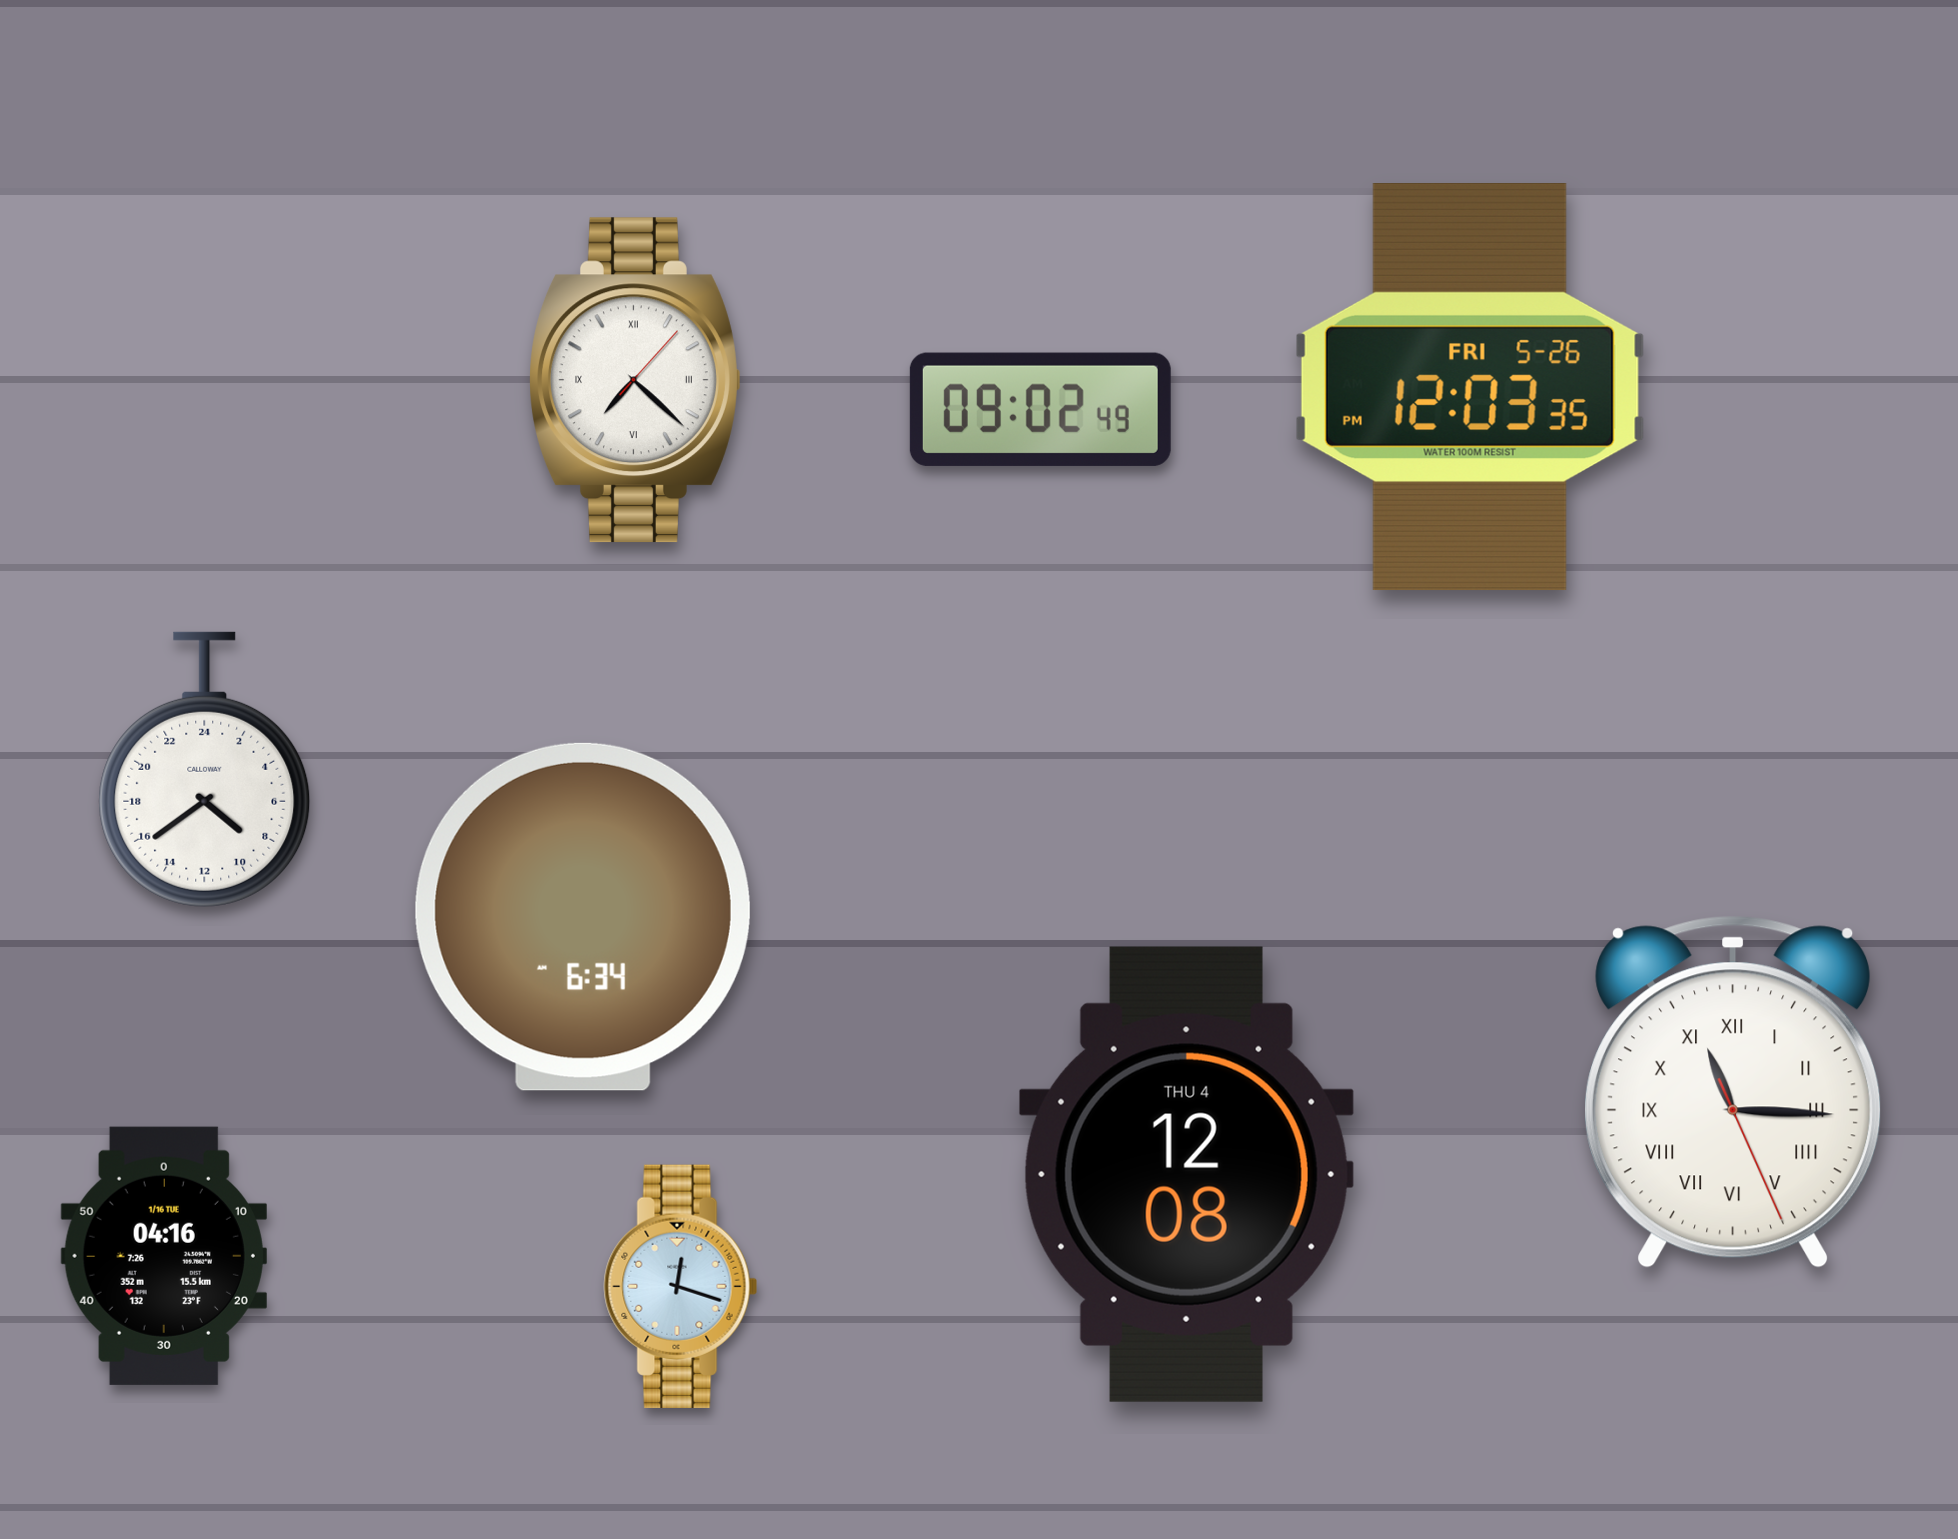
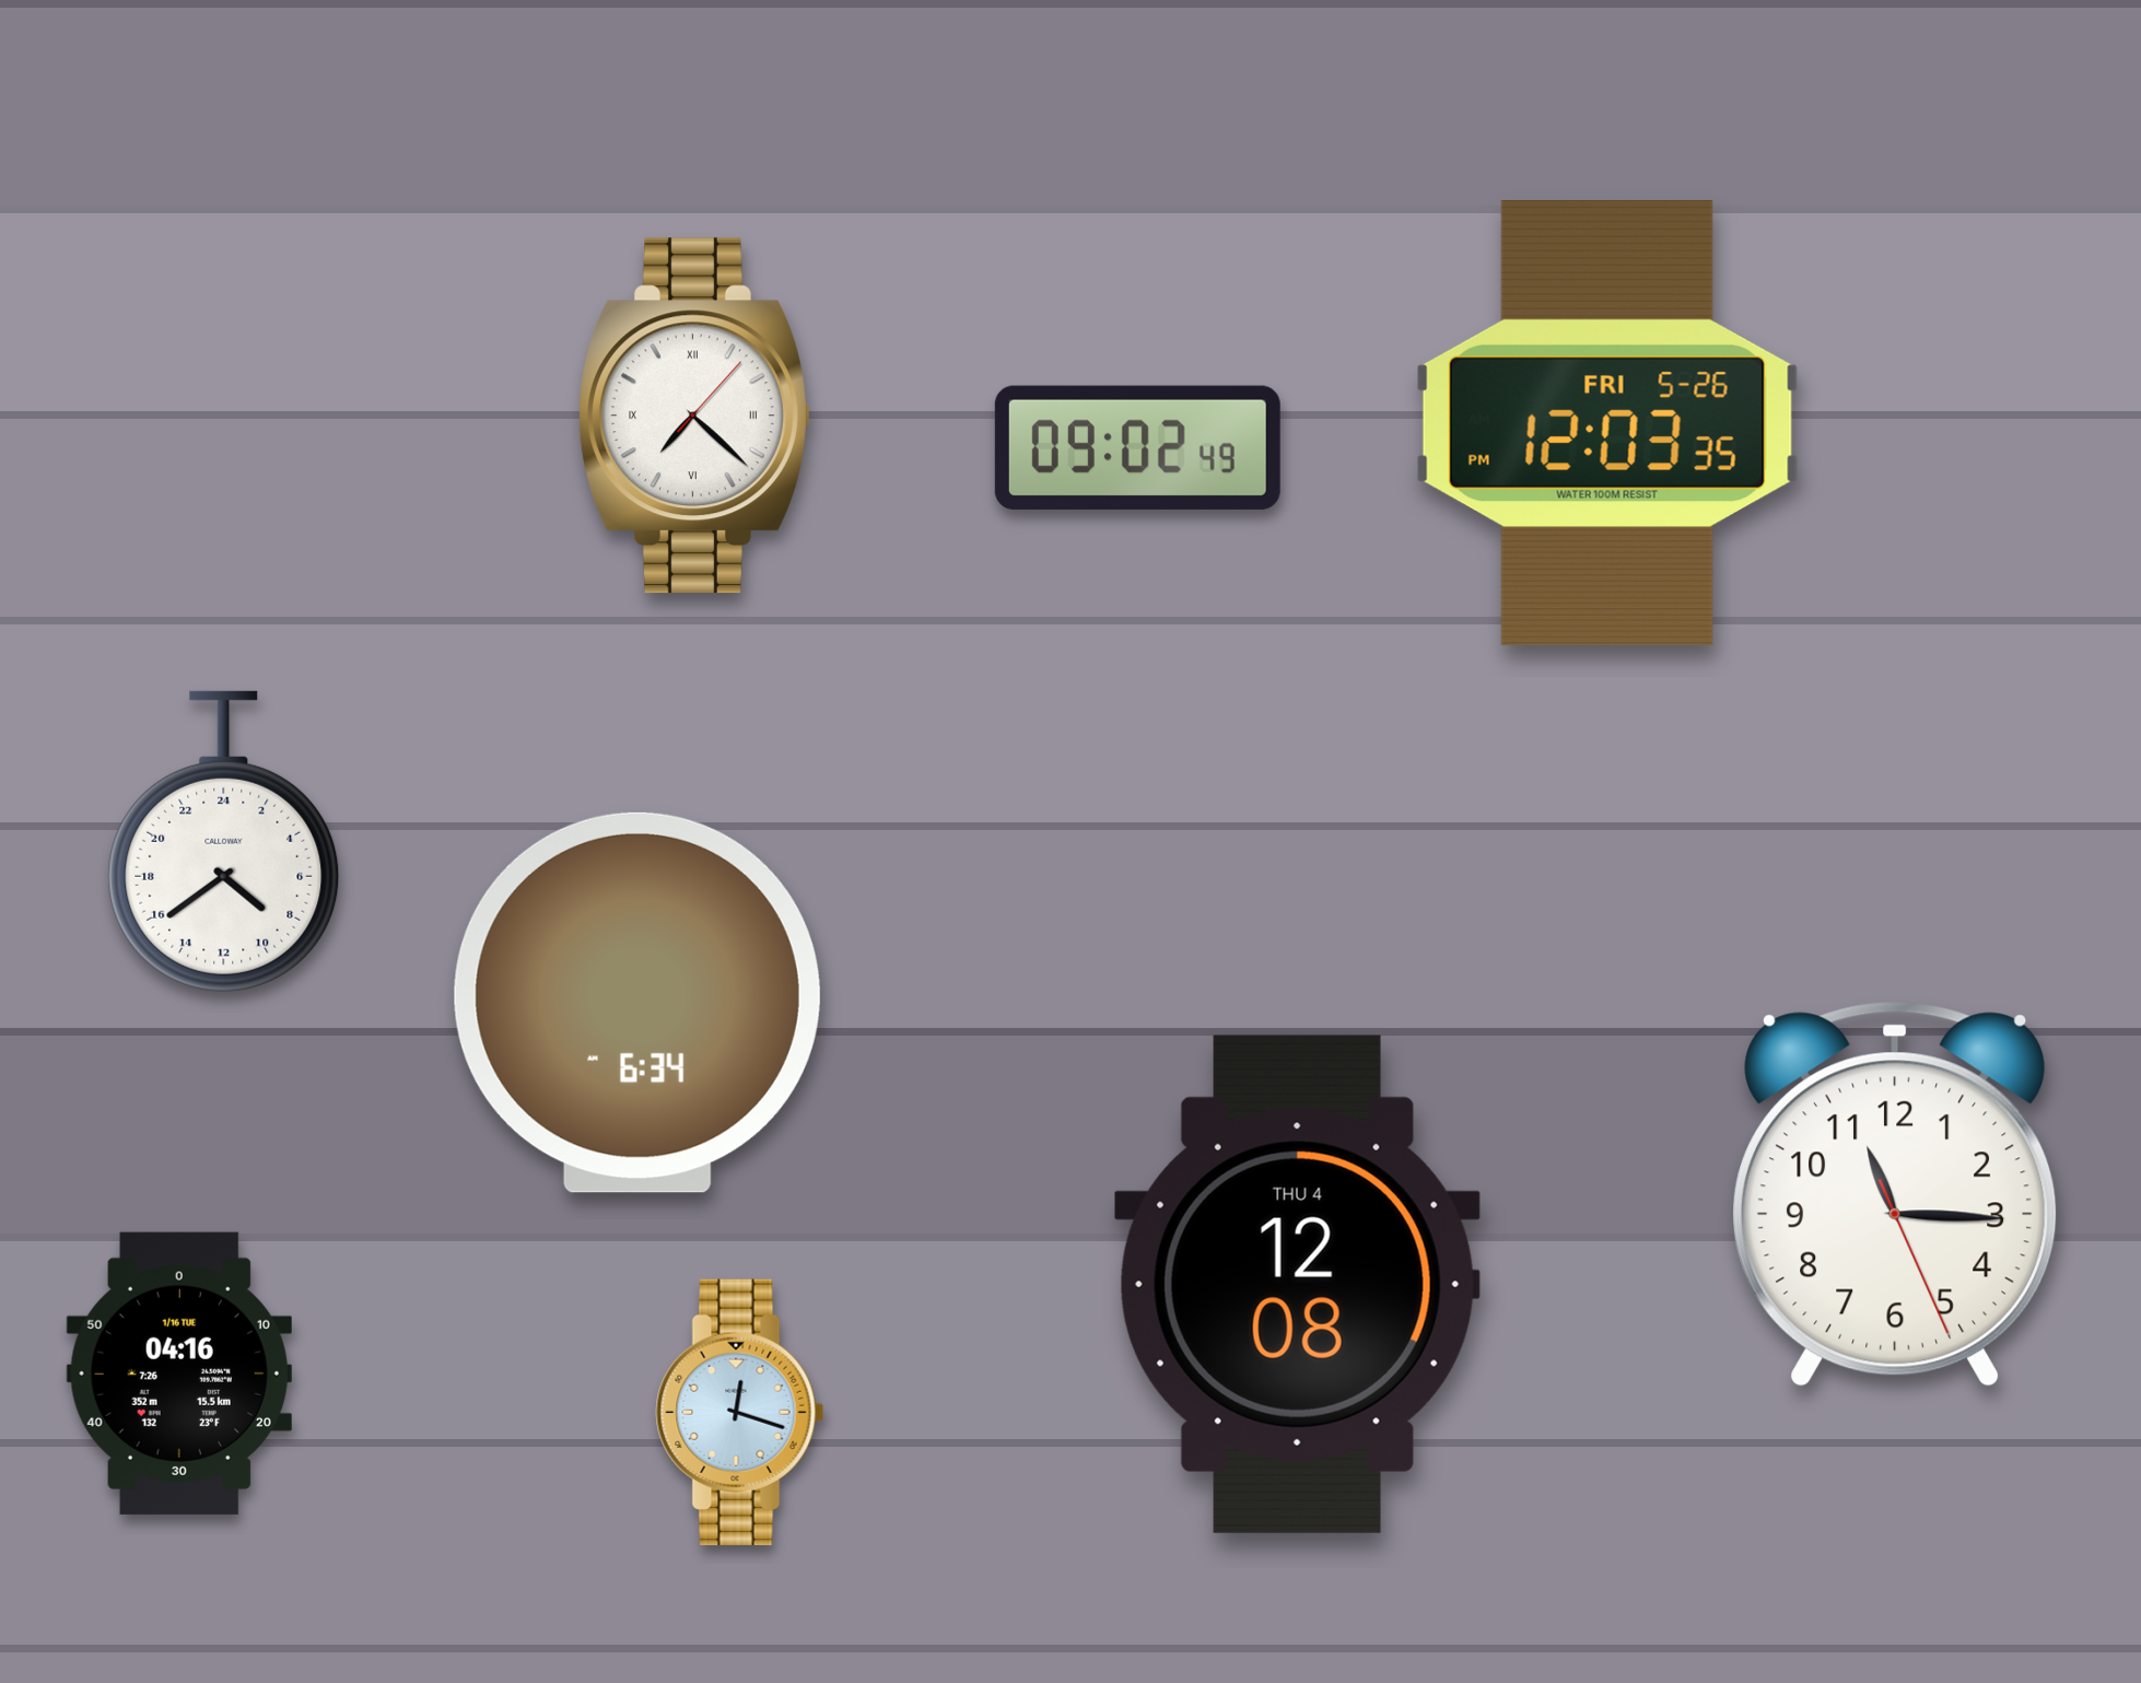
clock at (1733, 1092) numerals: Roman -> Arabic
clock at (681, 1286) position: (681, 1286) -> (740, 1412)
